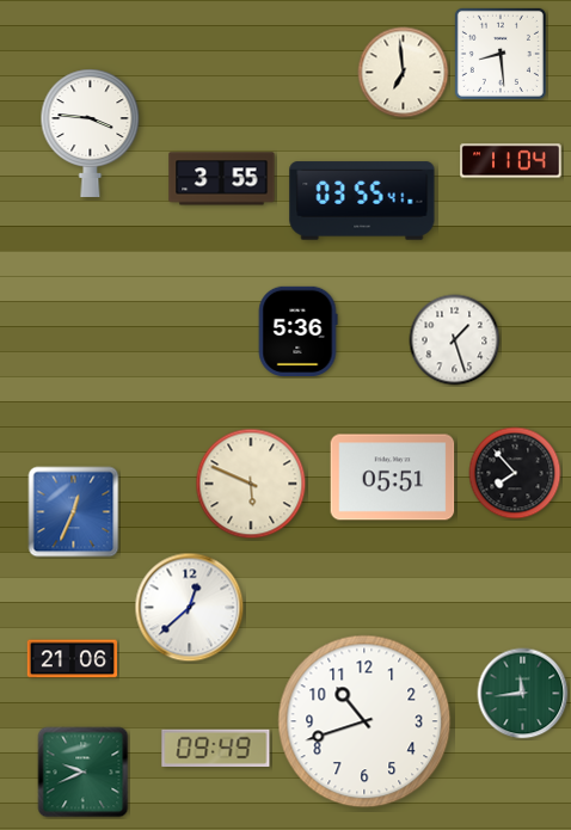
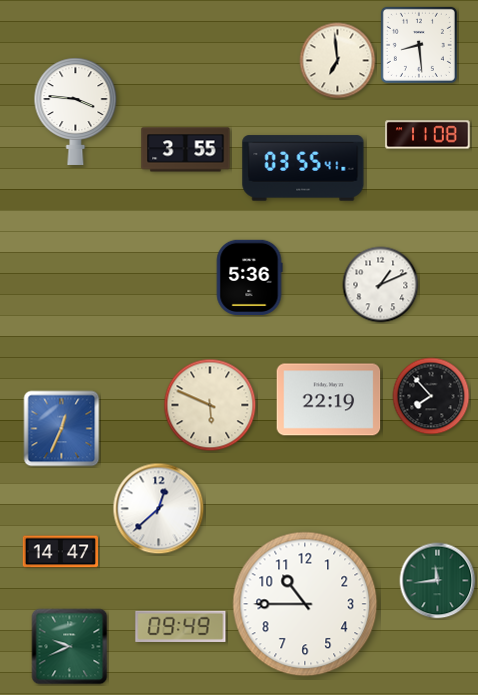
clock at (511, 161): 11:04 -> 11:08
clock at (455, 340): 1:27 -> 1:11
clock at (393, 478): 05:51 -> 22:19
clock at (72, 659): 21:06 -> 14:47
clock at (364, 721): 10:42 -> 10:45
